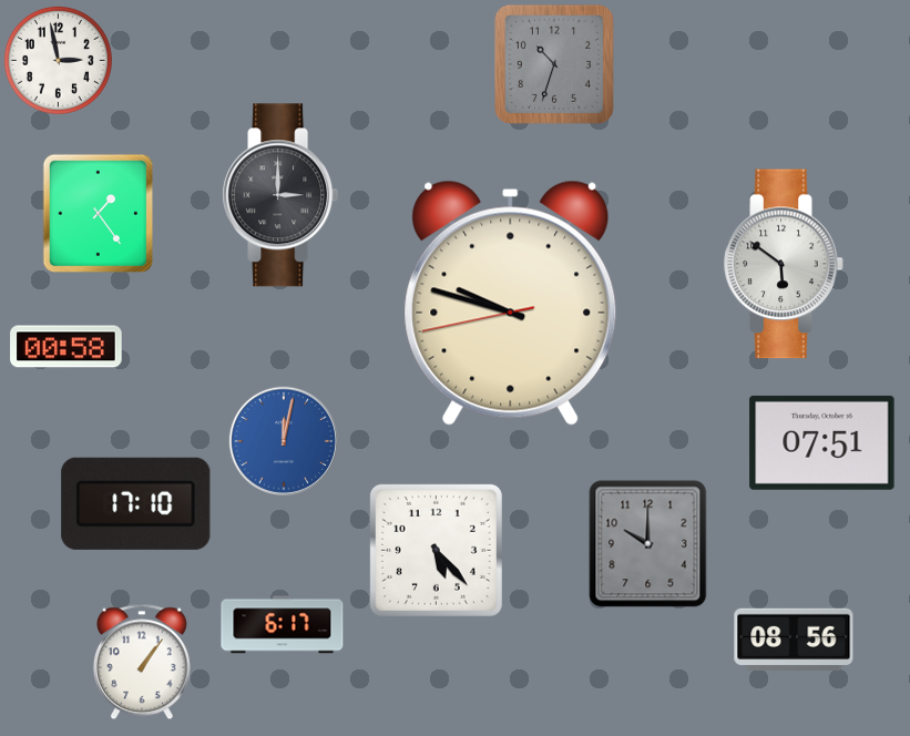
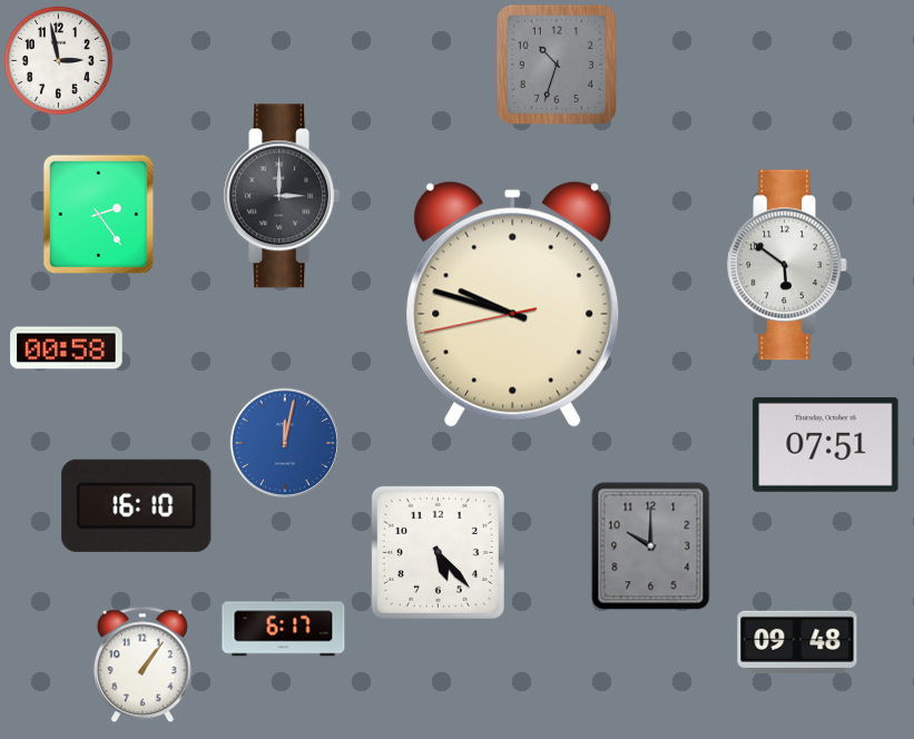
clock at (98, 213): 1:24 -> 2:24
clock at (136, 503): 17:10 -> 16:10
clock at (794, 638): 08:56 -> 09:48
